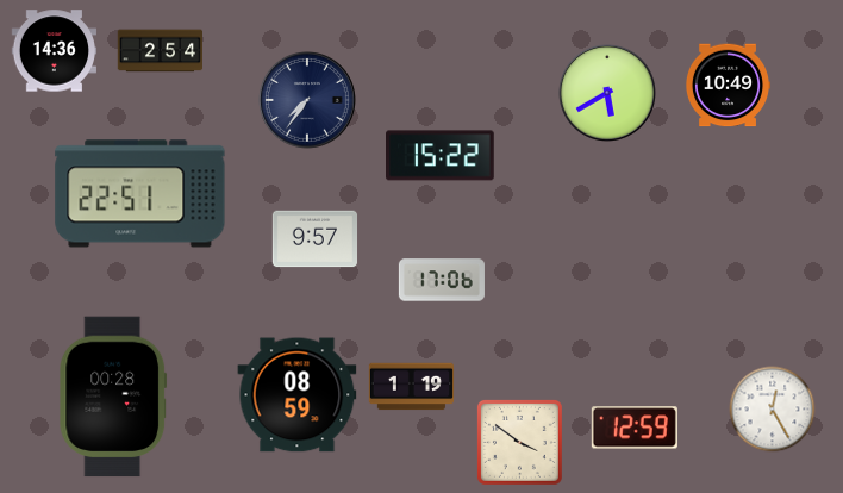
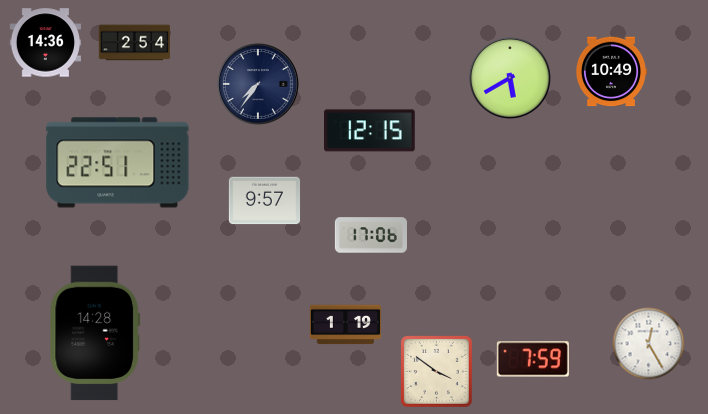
clock at (441, 156): 15:22 -> 12:15
clock at (298, 395): 08:59 -> none
clock at (113, 397): 00:28 -> 14:28
clock at (635, 428): 12:59 -> 7:59
